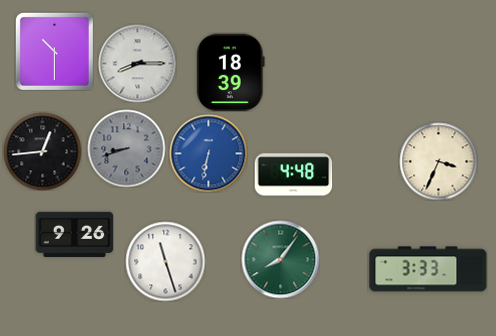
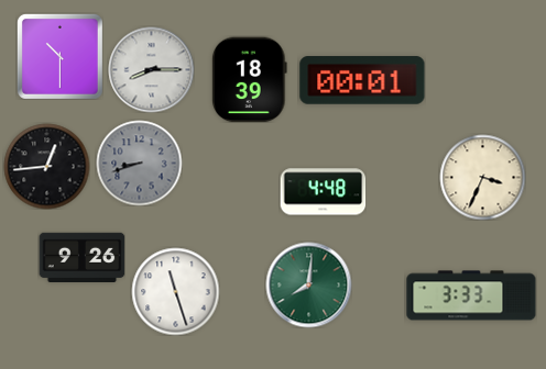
clock at (230, 72) position: (230, 72) -> (249, 79)
clock at (362, 80): none -> 00:01
clock at (208, 153): 6:32 -> none
clock at (280, 259): 8:06 -> 8:01
clock at (165, 261) position: (165, 261) -> (175, 291)
